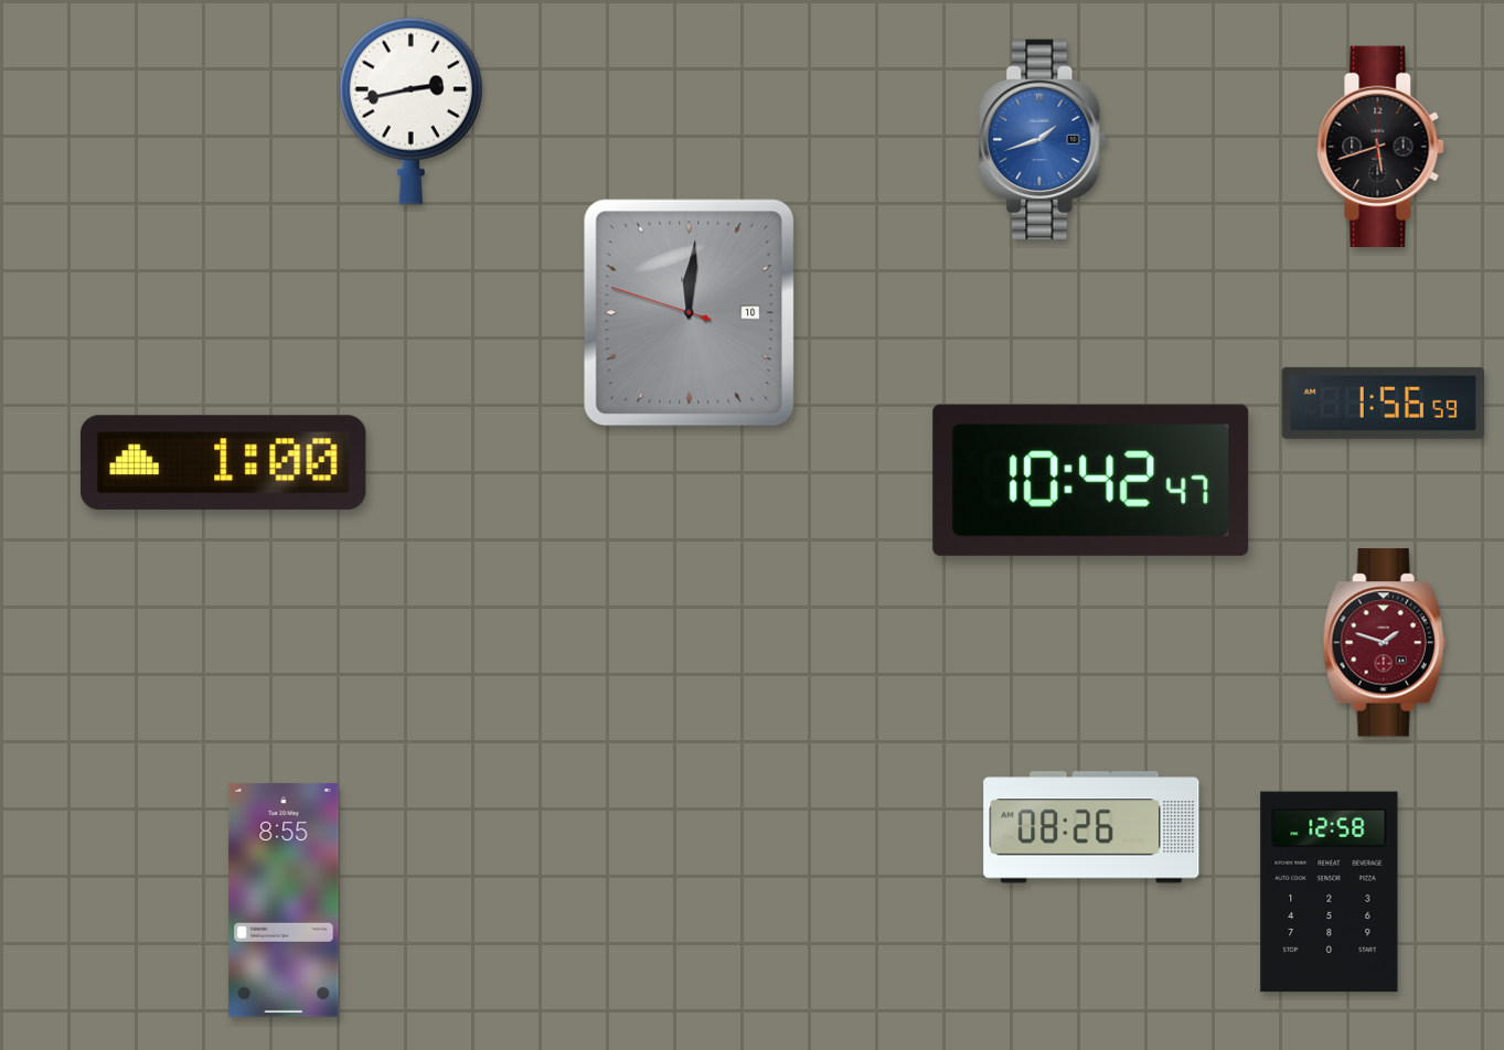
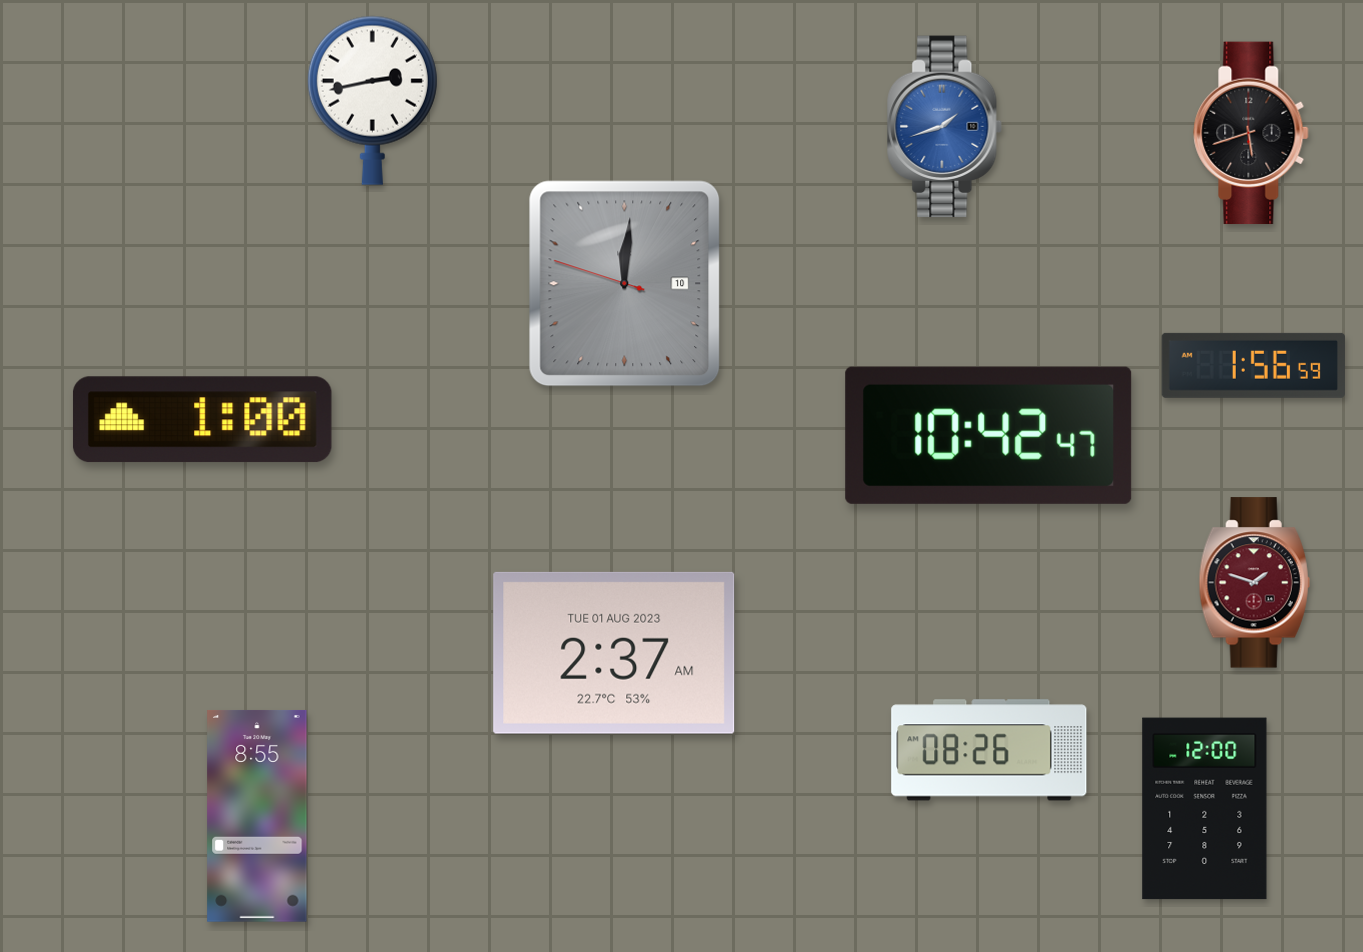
clock at (614, 653): none -> 2:37
clock at (1330, 892): 12:58 -> 12:00
